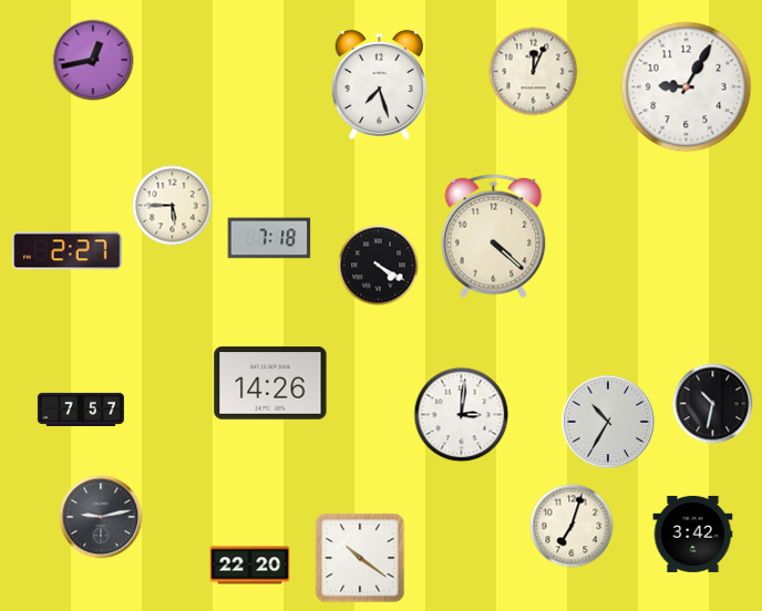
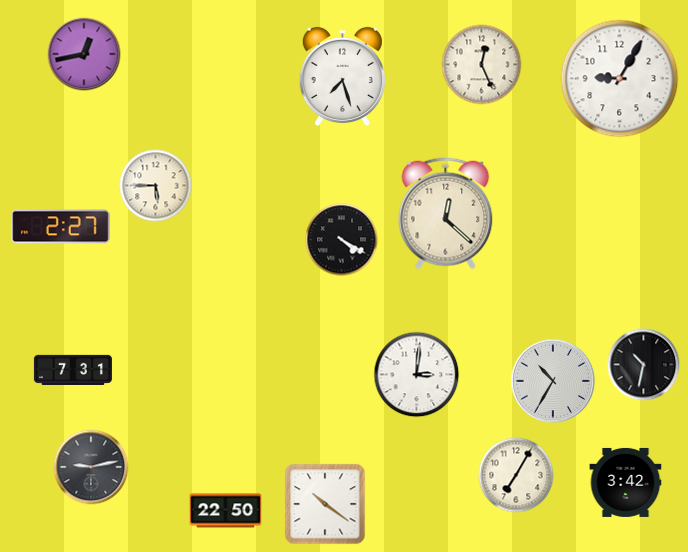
clock at (534, 72): 12:04 -> 12:26
clock at (494, 237): 4:22 -> 12:22
clock at (269, 238): 7:18 -> none
clock at (270, 383): 14:26 -> none
clock at (81, 410): 7:57 -> 7:31
clock at (608, 422) position: (608, 422) -> (553, 381)
clock at (571, 526): 7:03 -> 7:05
clock at (250, 566): 22:20 -> 22:50
